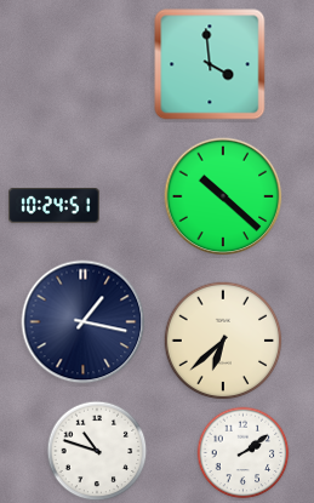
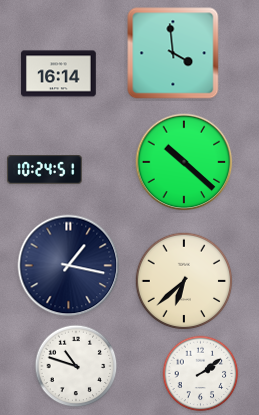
clock at (59, 74): none -> 16:14
clock at (97, 451) position: (97, 451) -> (76, 366)
